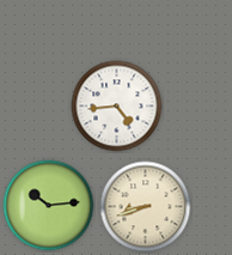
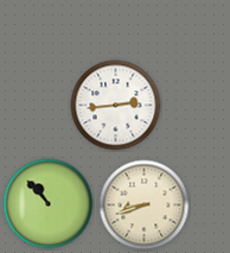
clock at (117, 107): 4:44 -> 2:44
clock at (49, 206): 10:14 -> 10:53
